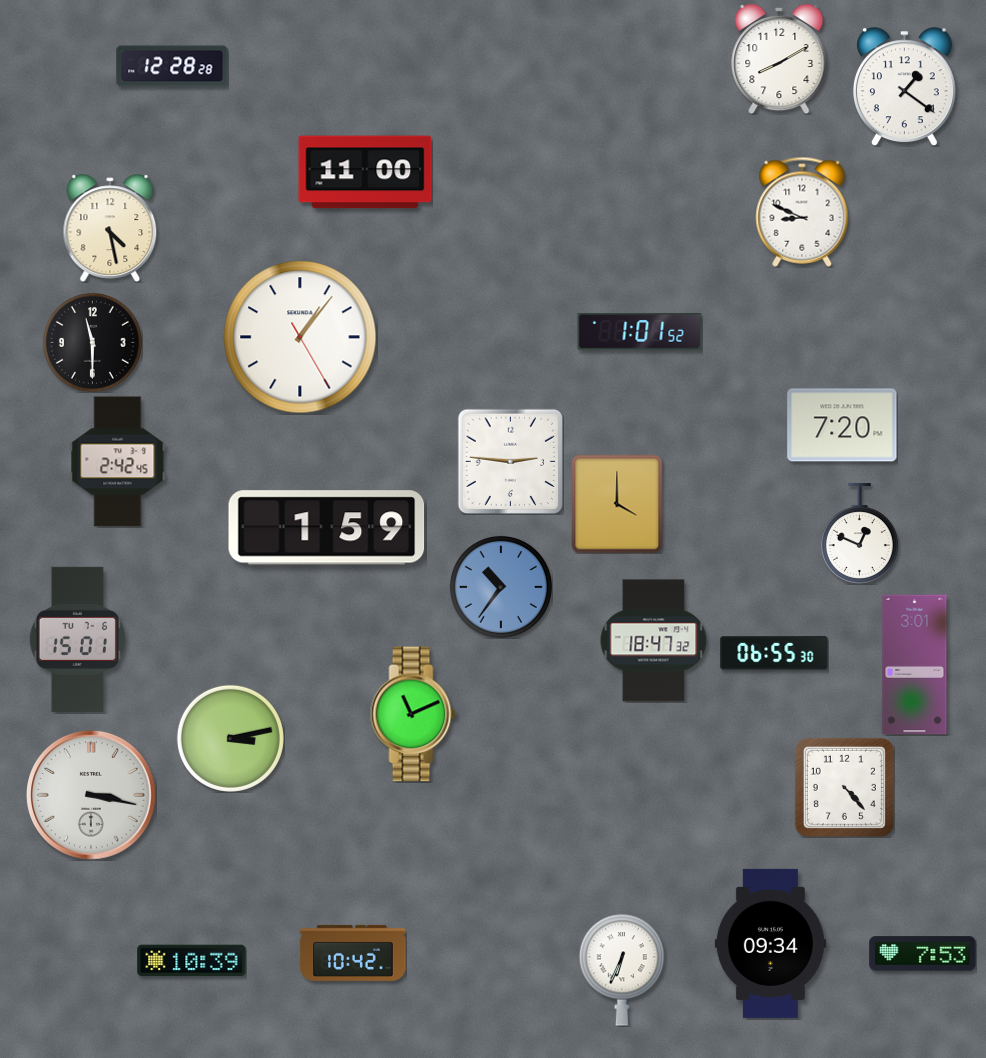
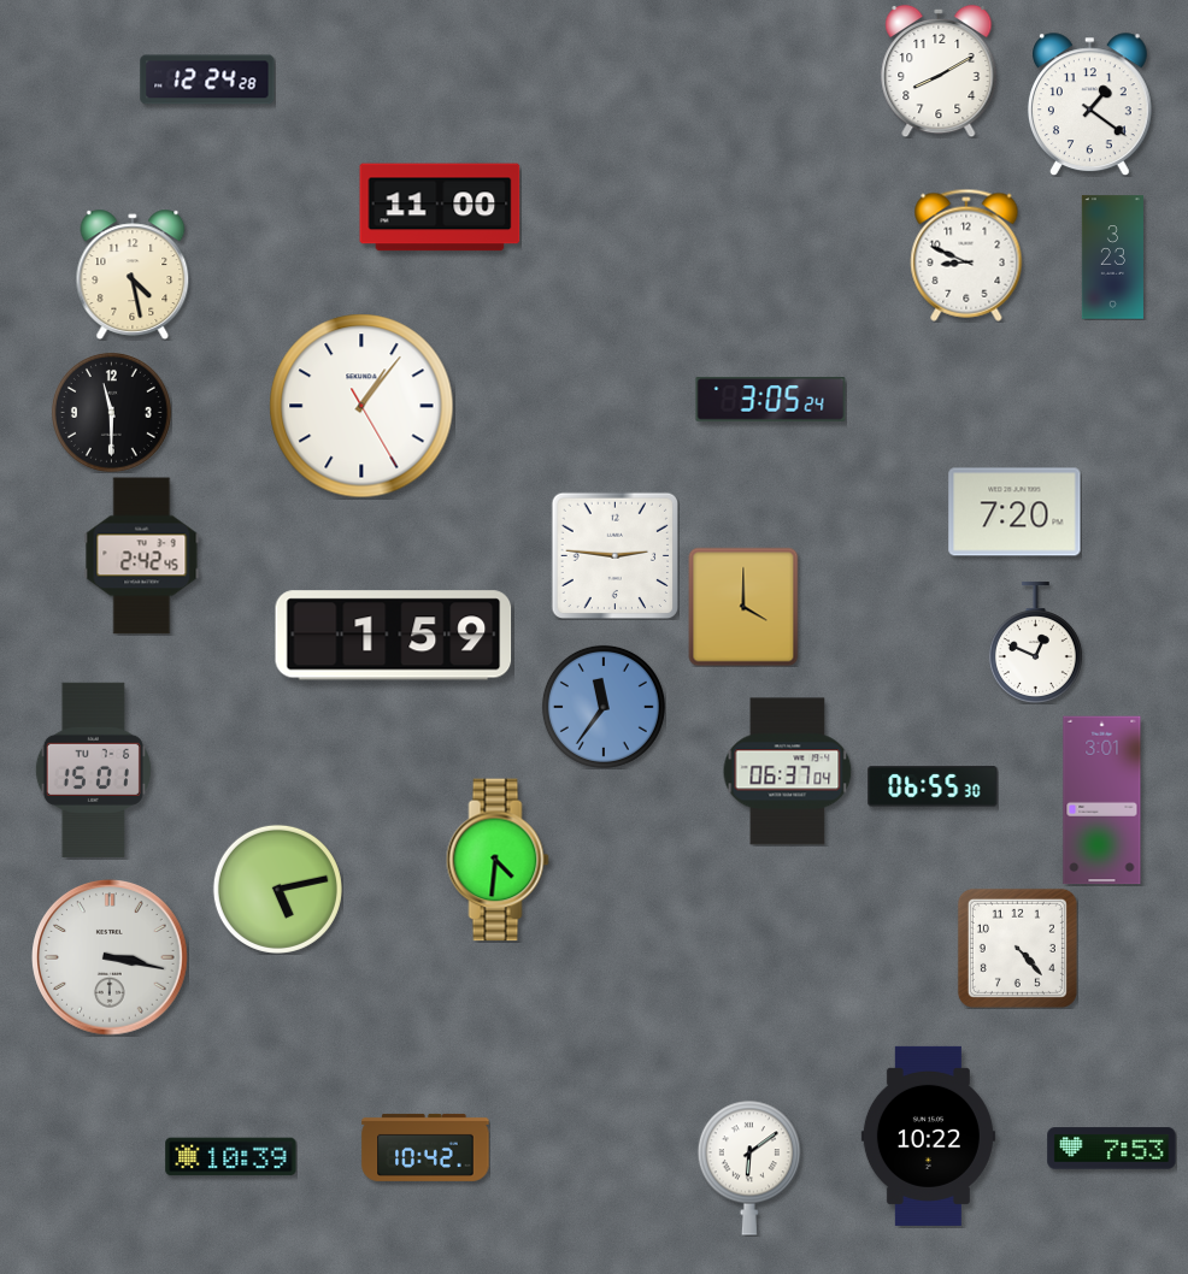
clock at (172, 66): 12:28 -> 12:24
clock at (1112, 258): none -> 3:23
clock at (640, 332): 1:01 -> 3:05
clock at (501, 587): 10:36 -> 11:36
clock at (654, 641): 18:47 -> 06:37
clock at (413, 714): 11:11 -> 4:31
clock at (230, 738): 3:13 -> 5:13
clock at (770, 943): 09:34 -> 10:22
clock at (622, 970): 6:34 -> 6:09
